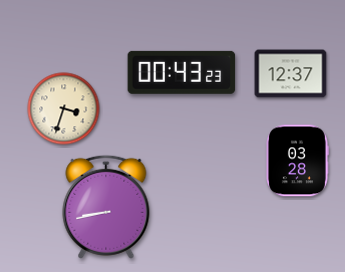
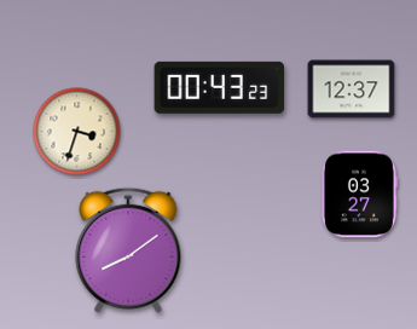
clock at (297, 161): 03:28 -> 03:27
clock at (106, 207): 8:43 -> 8:09
